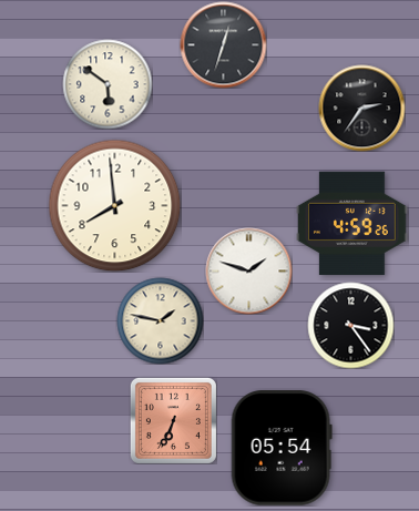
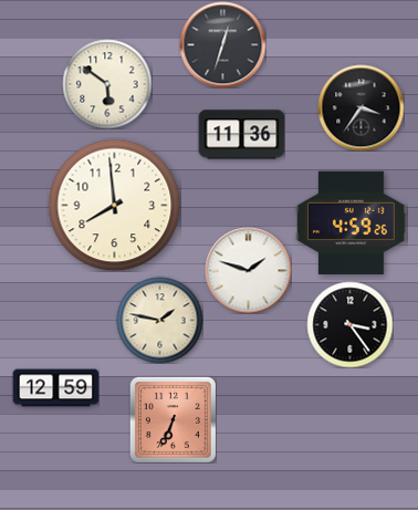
clock at (361, 108): 2:36 -> 3:36
clock at (241, 135): none -> 11:36
clock at (55, 388): none -> 12:59
clock at (282, 449): 05:54 -> none
